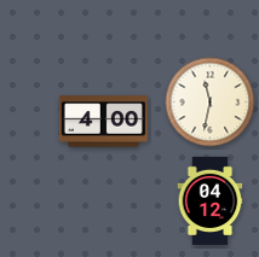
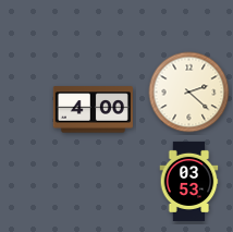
clock at (211, 103): 11:32 -> 2:22
clock at (211, 200): 04:12 -> 03:53
